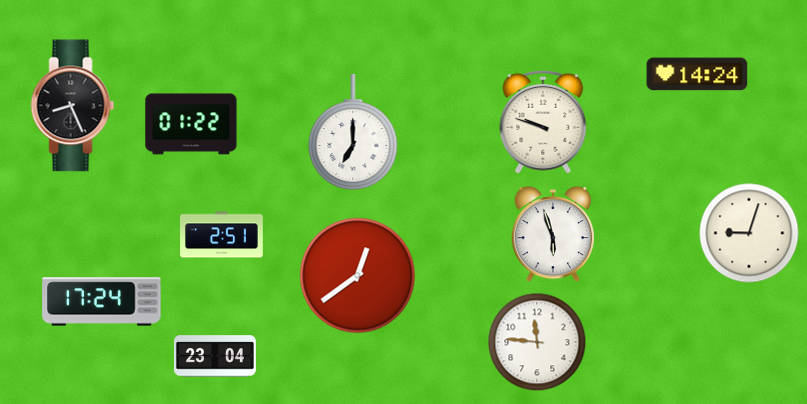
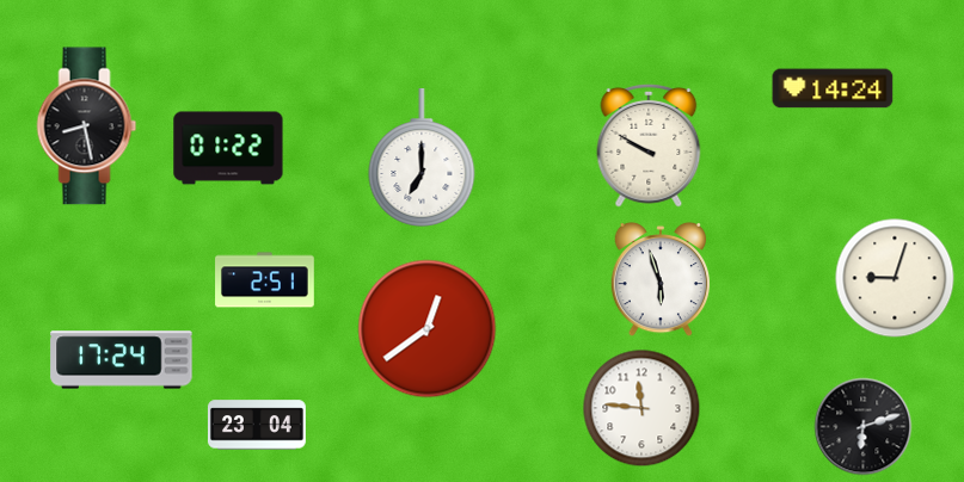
clock at (73, 106): 8:26 -> 8:28
clock at (543, 122): 9:48 -> 9:50
clock at (864, 427): none -> 6:12
